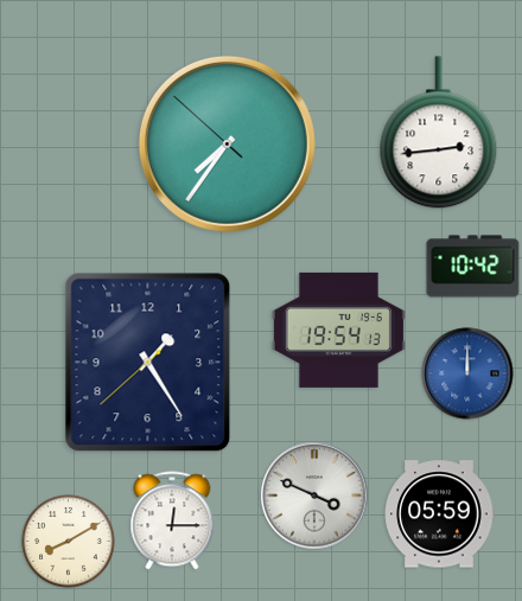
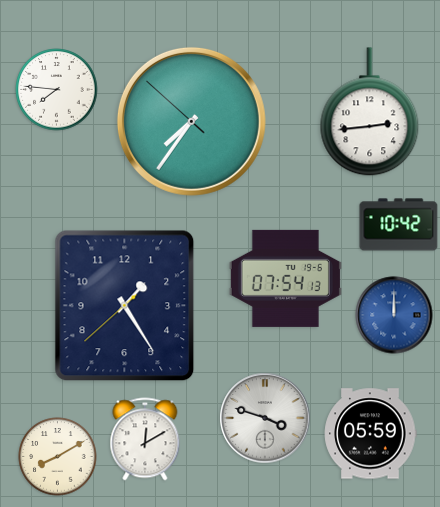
clock at (57, 90): none -> 7:46
clock at (338, 330): 19:54 -> 07:54
clock at (314, 495): 3:49 -> 3:48
clock at (172, 520): 12:15 -> 12:10
